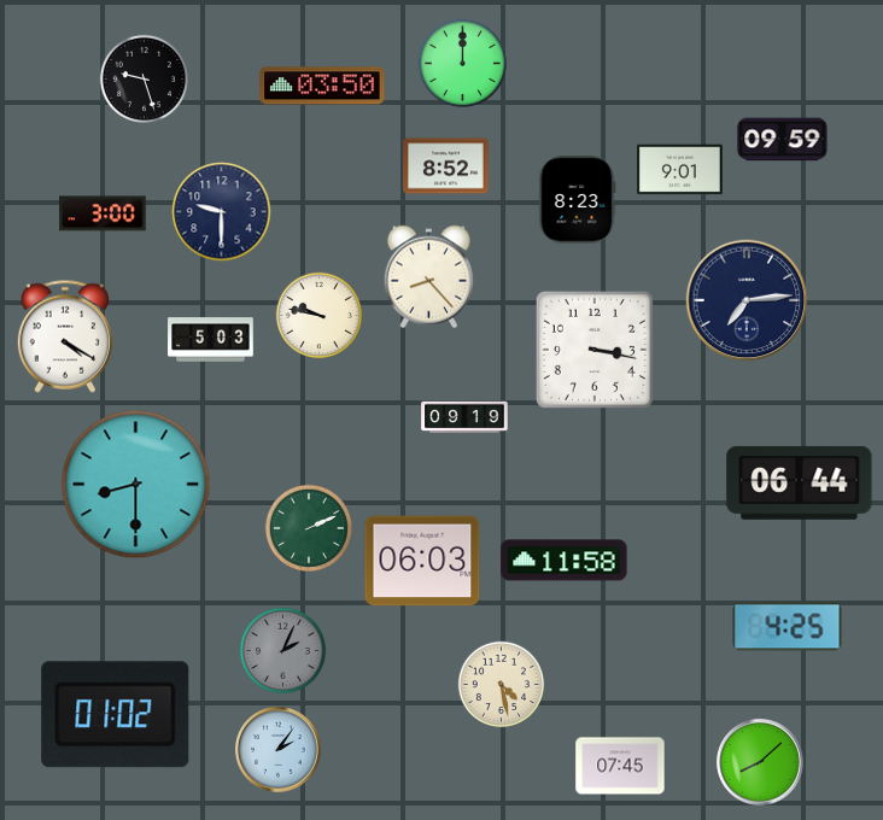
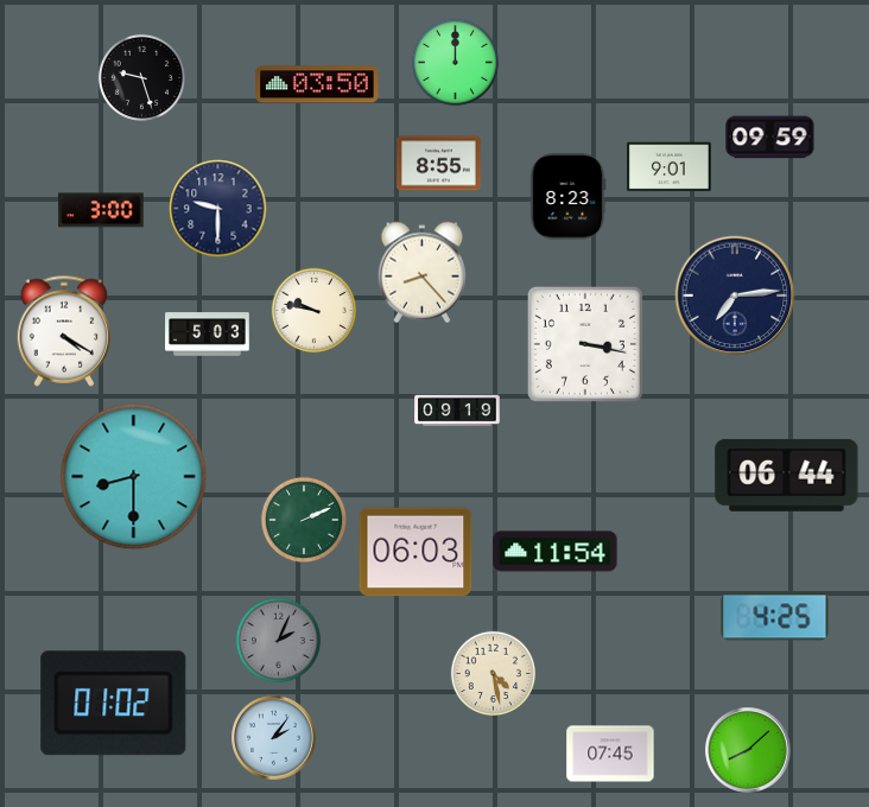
clock at (446, 166): 8:52 -> 8:55
clock at (565, 561): 11:58 -> 11:54
